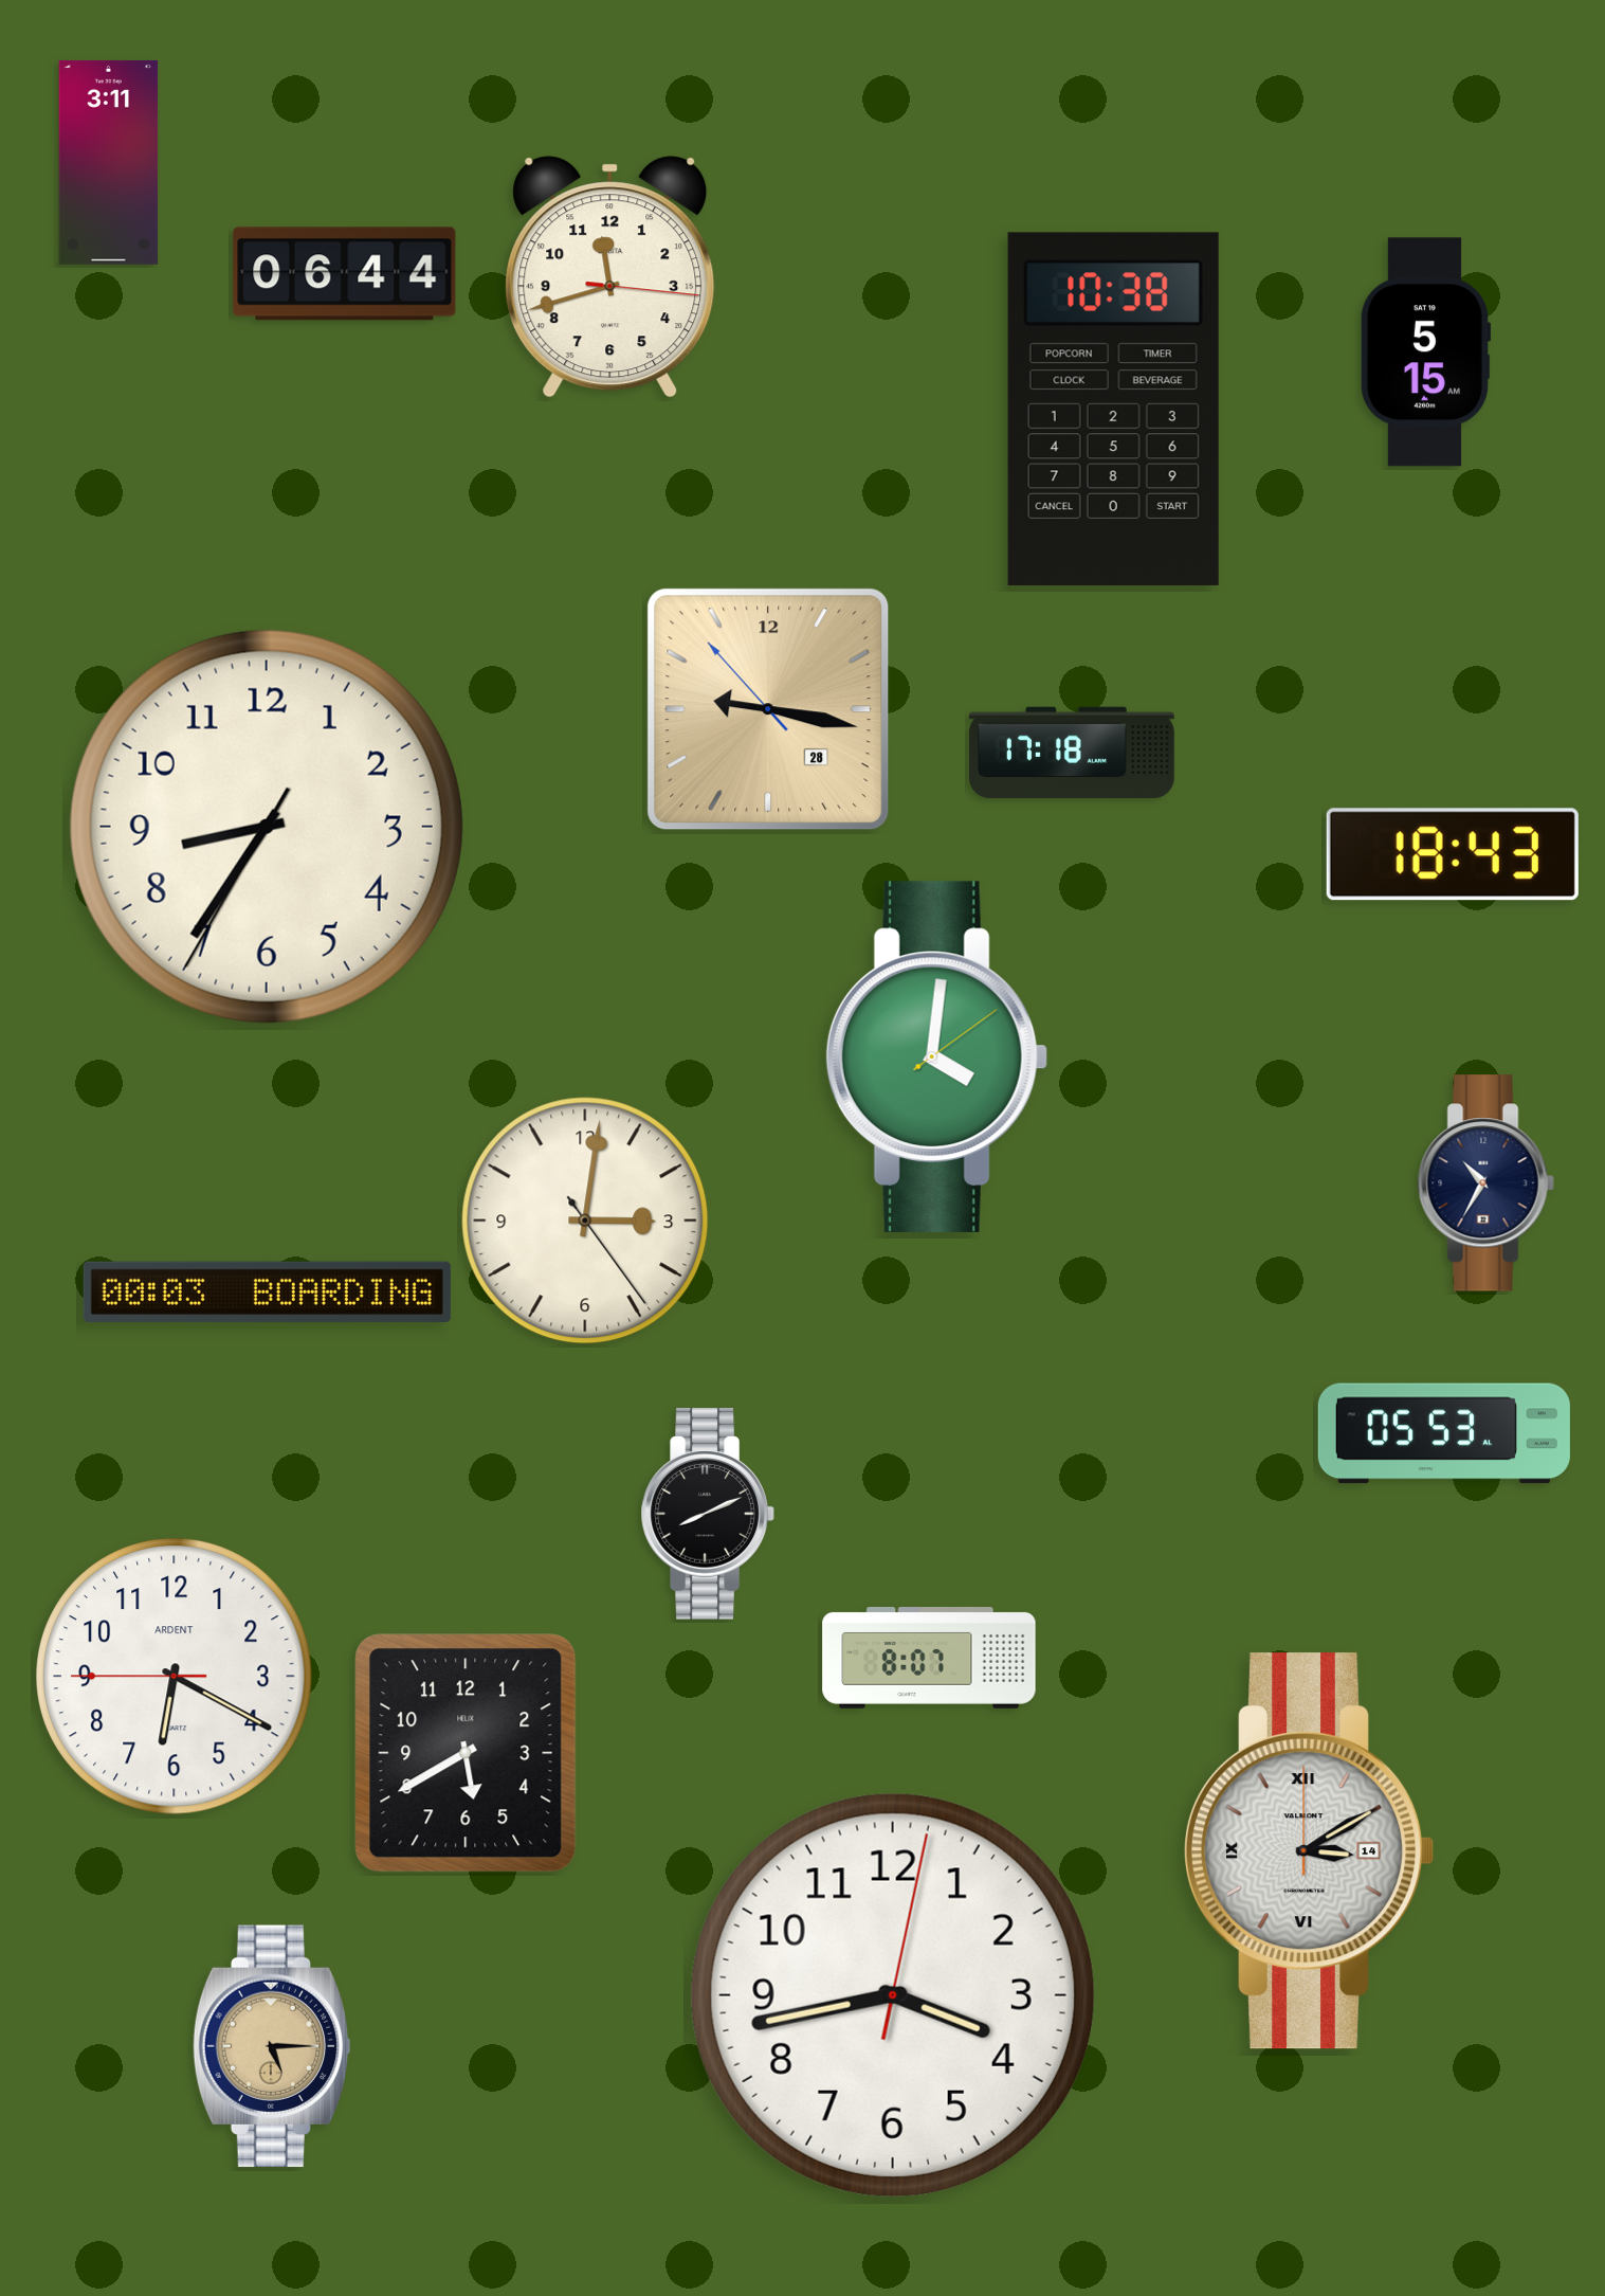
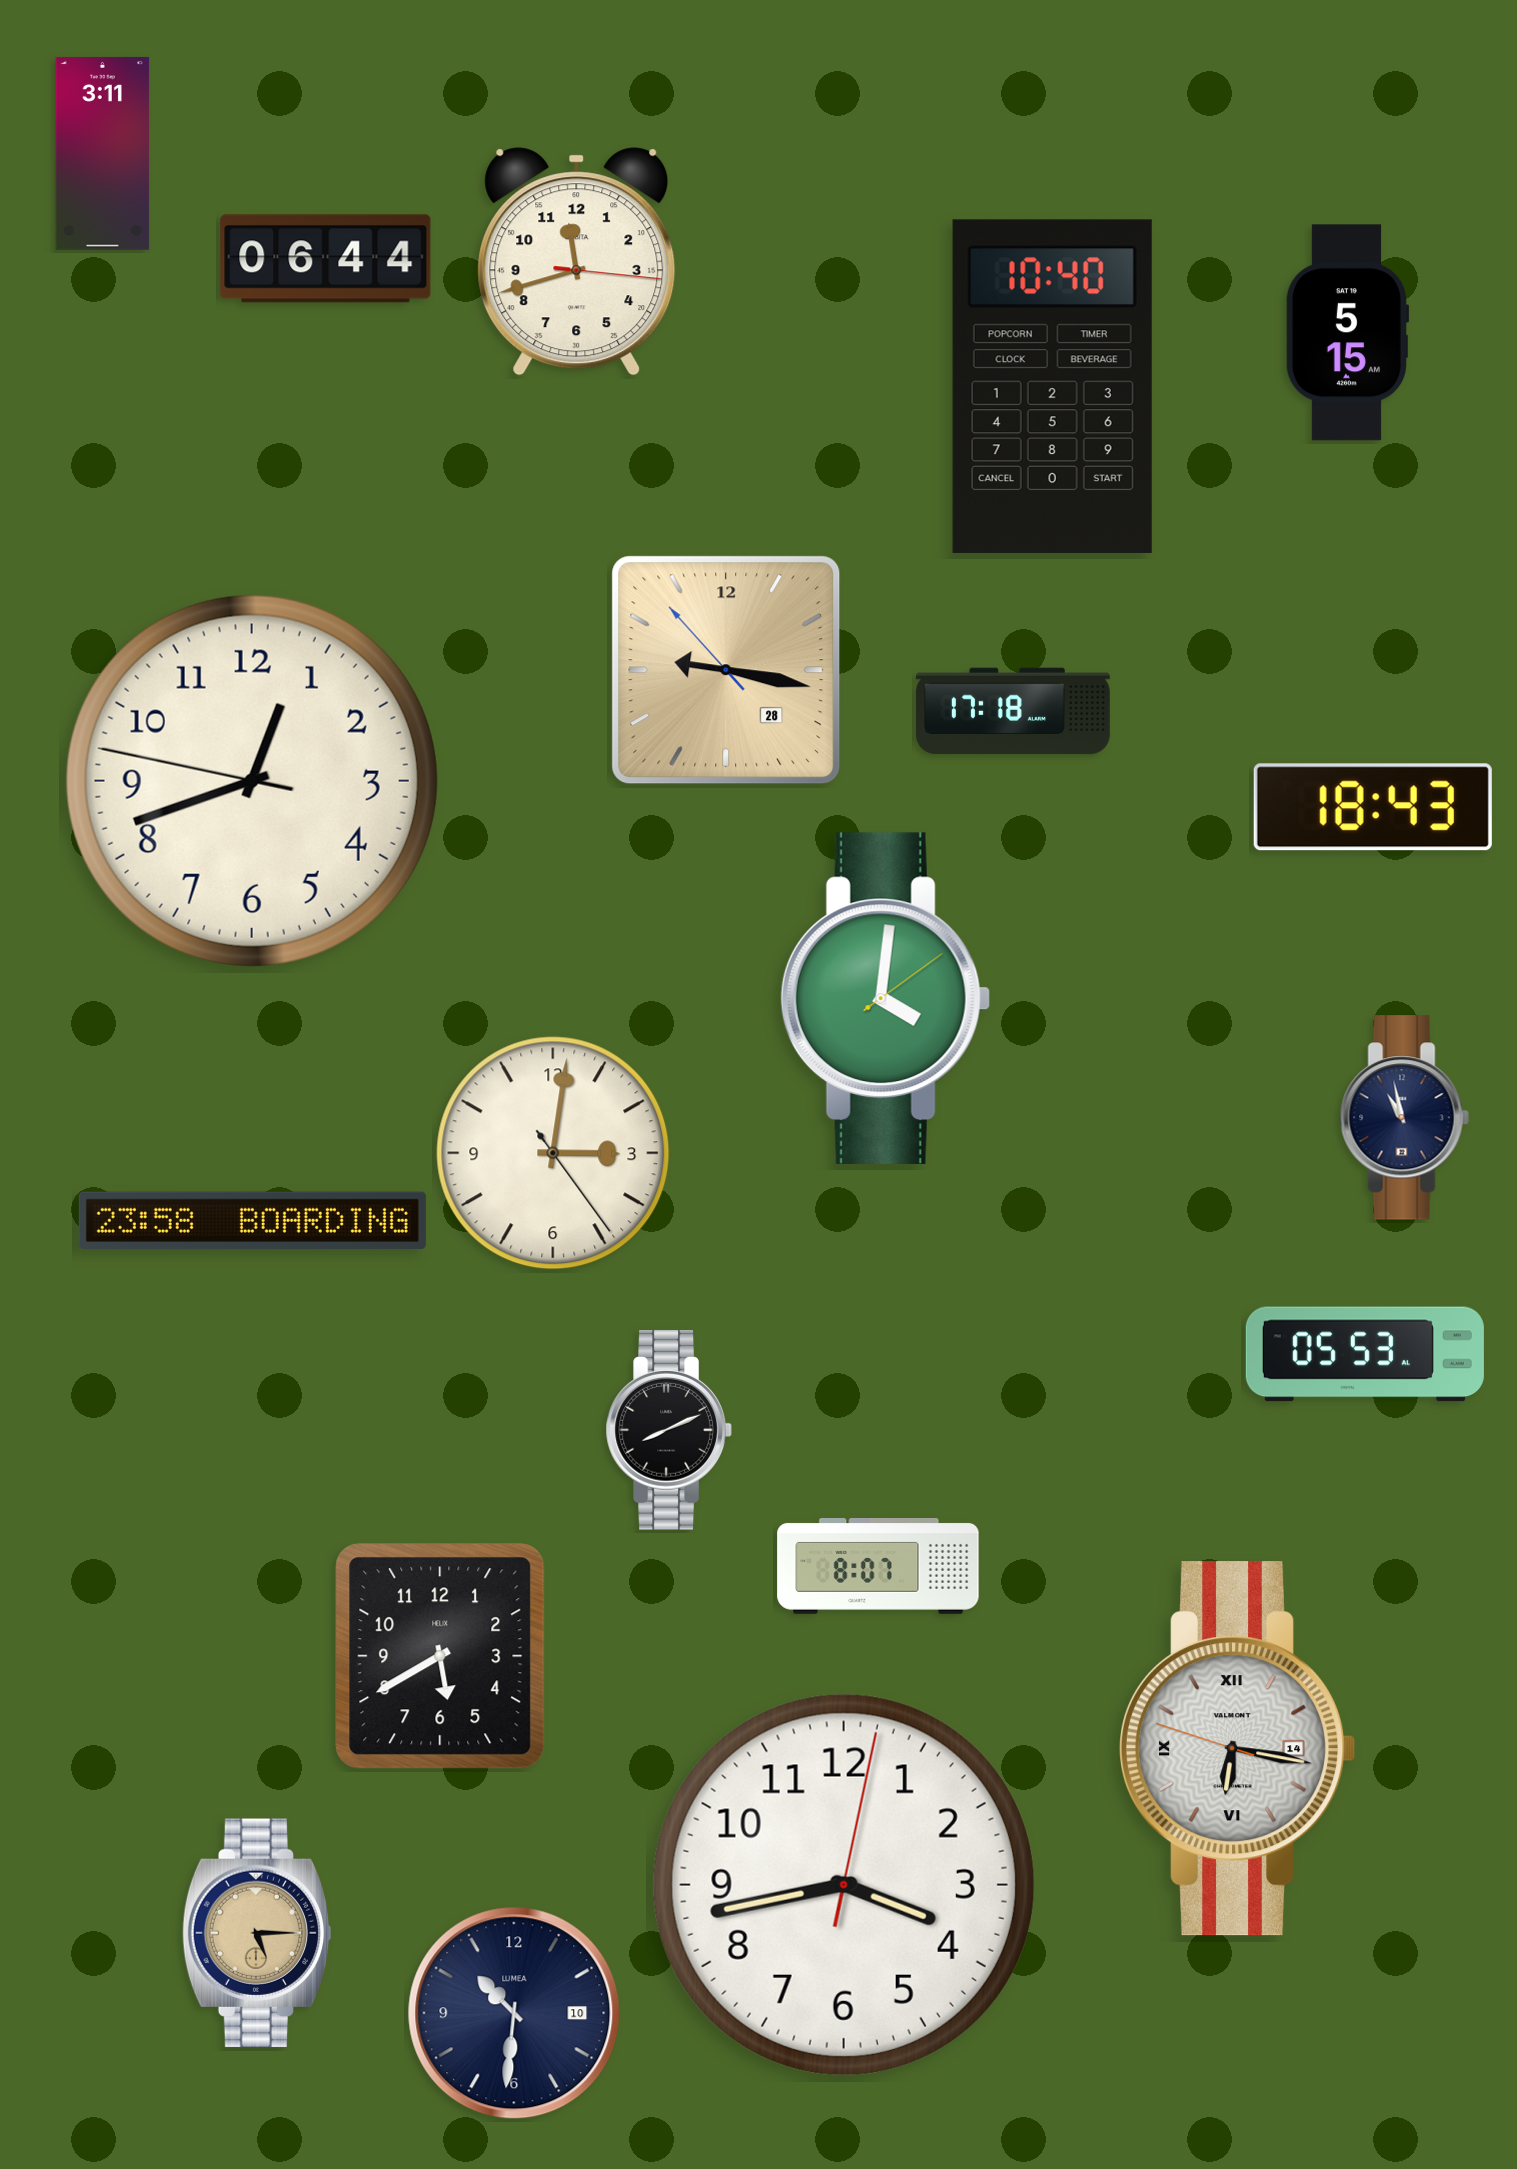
clock at (1113, 409): 10:38 -> 10:40
clock at (267, 827): 8:35 -> 12:41
clock at (1485, 1183): 10:35 -> 10:58
clock at (267, 1291): 00:03 -> 23:58
clock at (175, 1677): 6:19 -> none
clock at (1310, 1851): 3:10 -> 6:16
clock at (514, 2013): none -> 10:31
